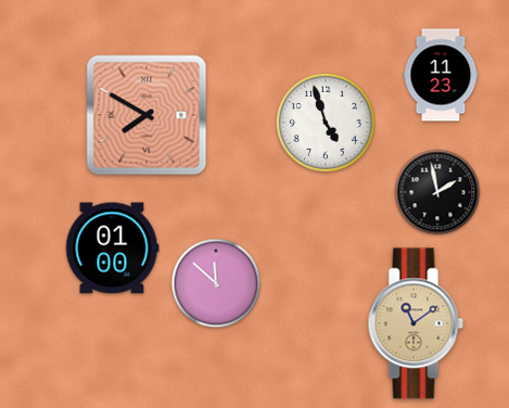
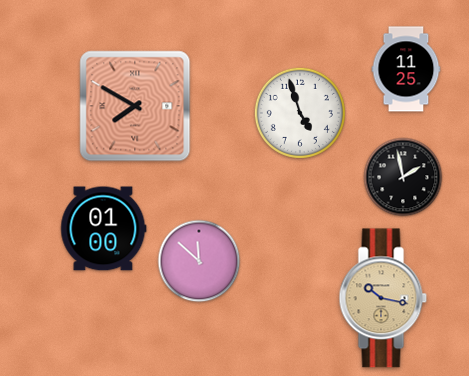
clock at (441, 75): 11:23 -> 11:25
clock at (416, 323): 11:09 -> 10:17
